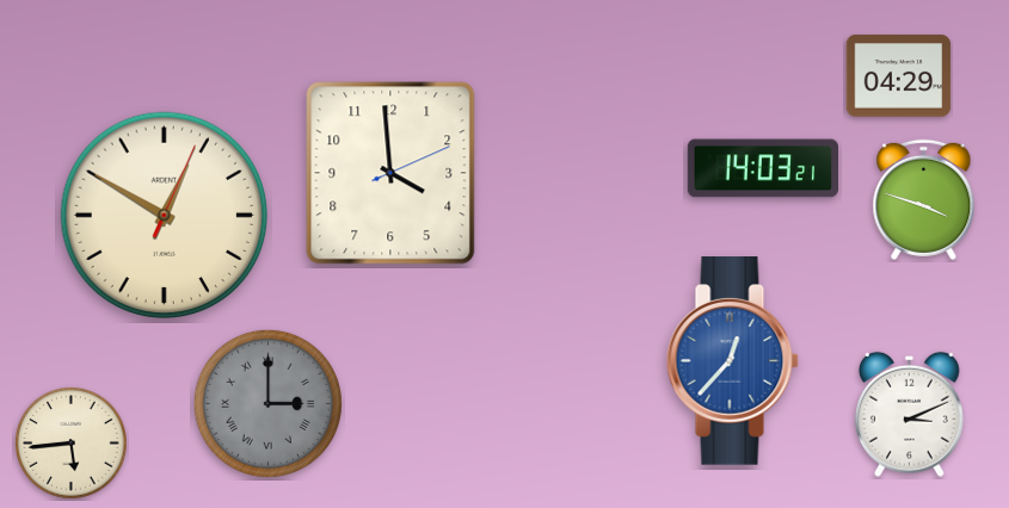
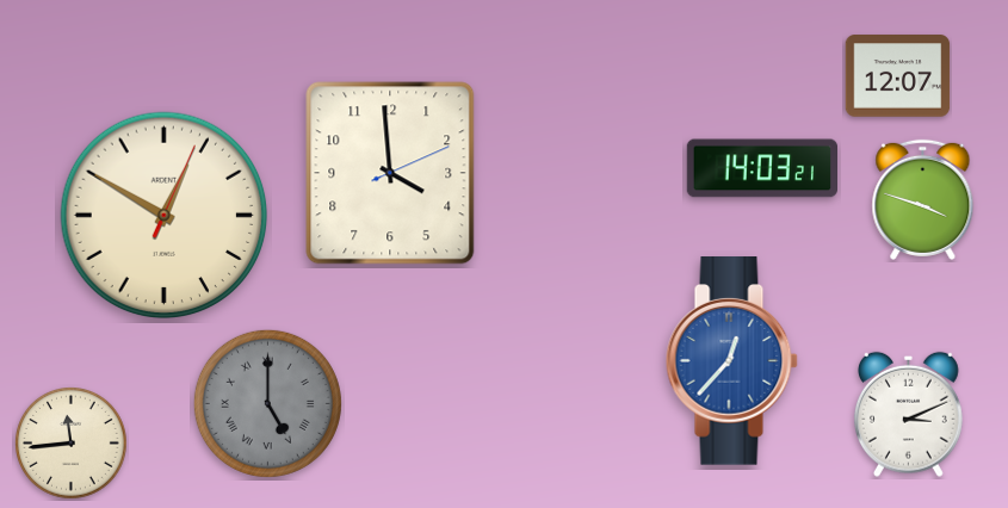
clock at (899, 76): 04:29 -> 12:07
clock at (267, 403): 3:00 -> 5:00
clock at (72, 444): 5:44 -> 11:44
